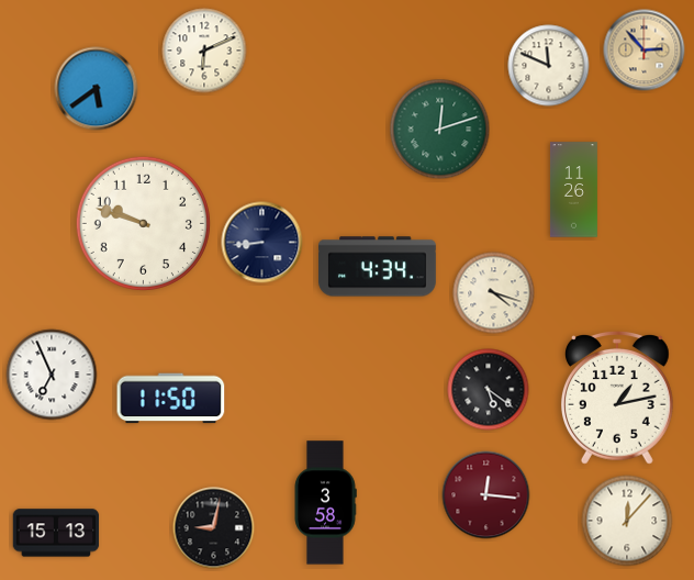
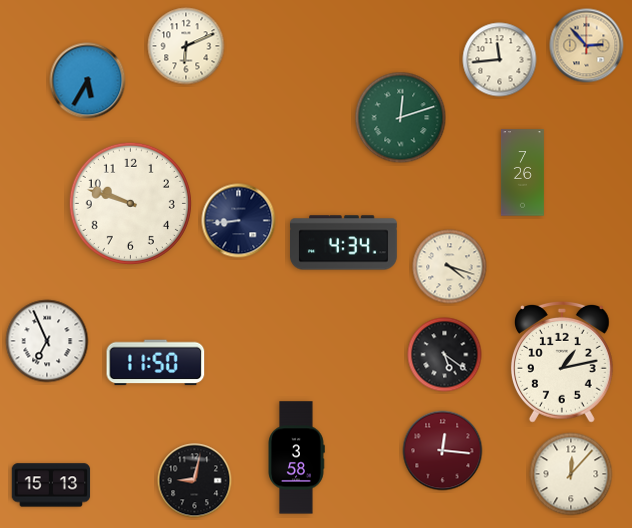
clock at (549, 66): 11:49 -> 11:44
clock at (97, 89): 5:39 -> 5:35
clock at (573, 190): 11:26 -> 7:26
